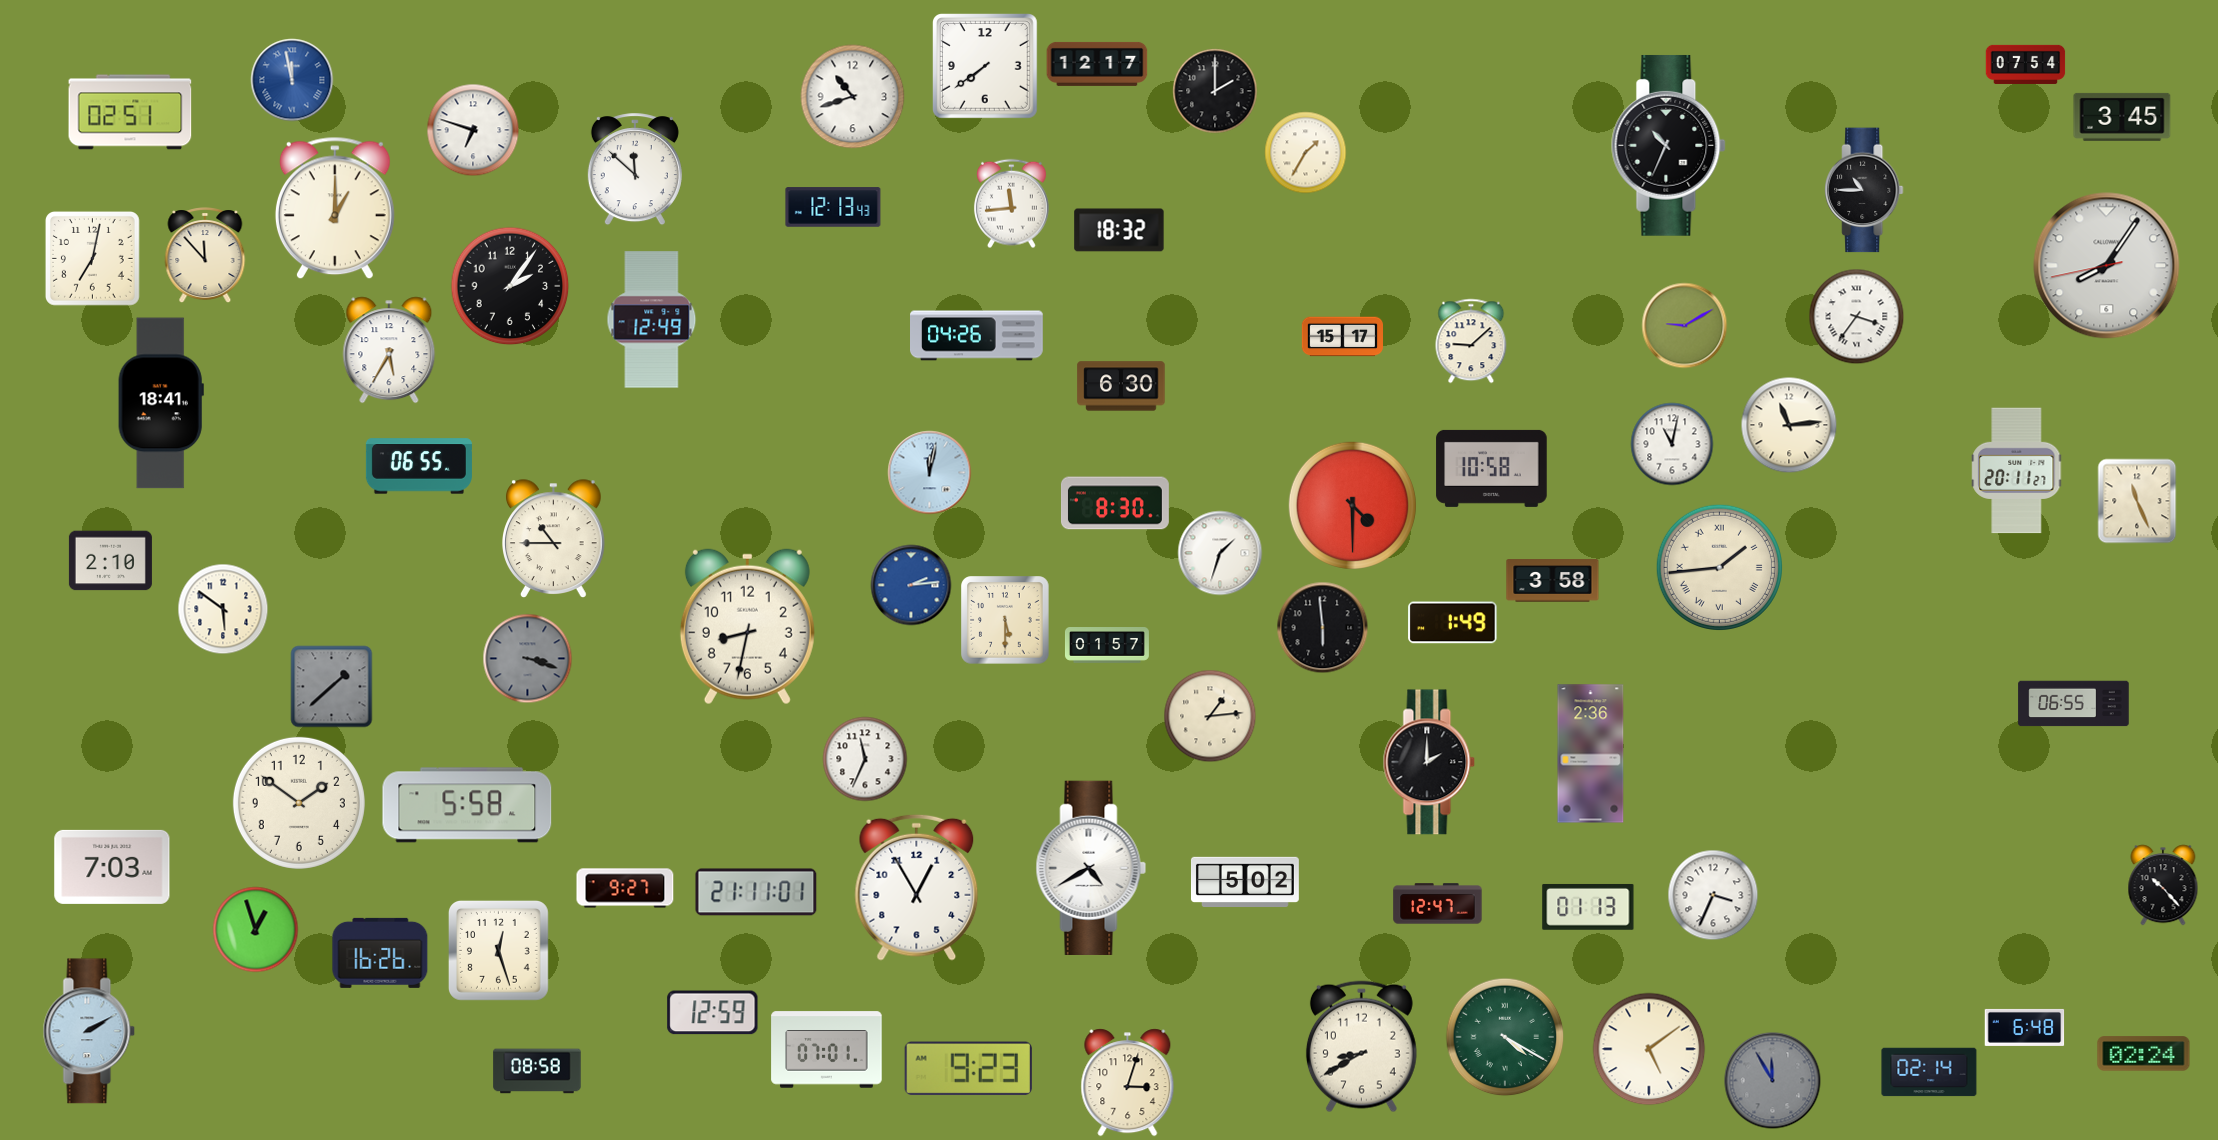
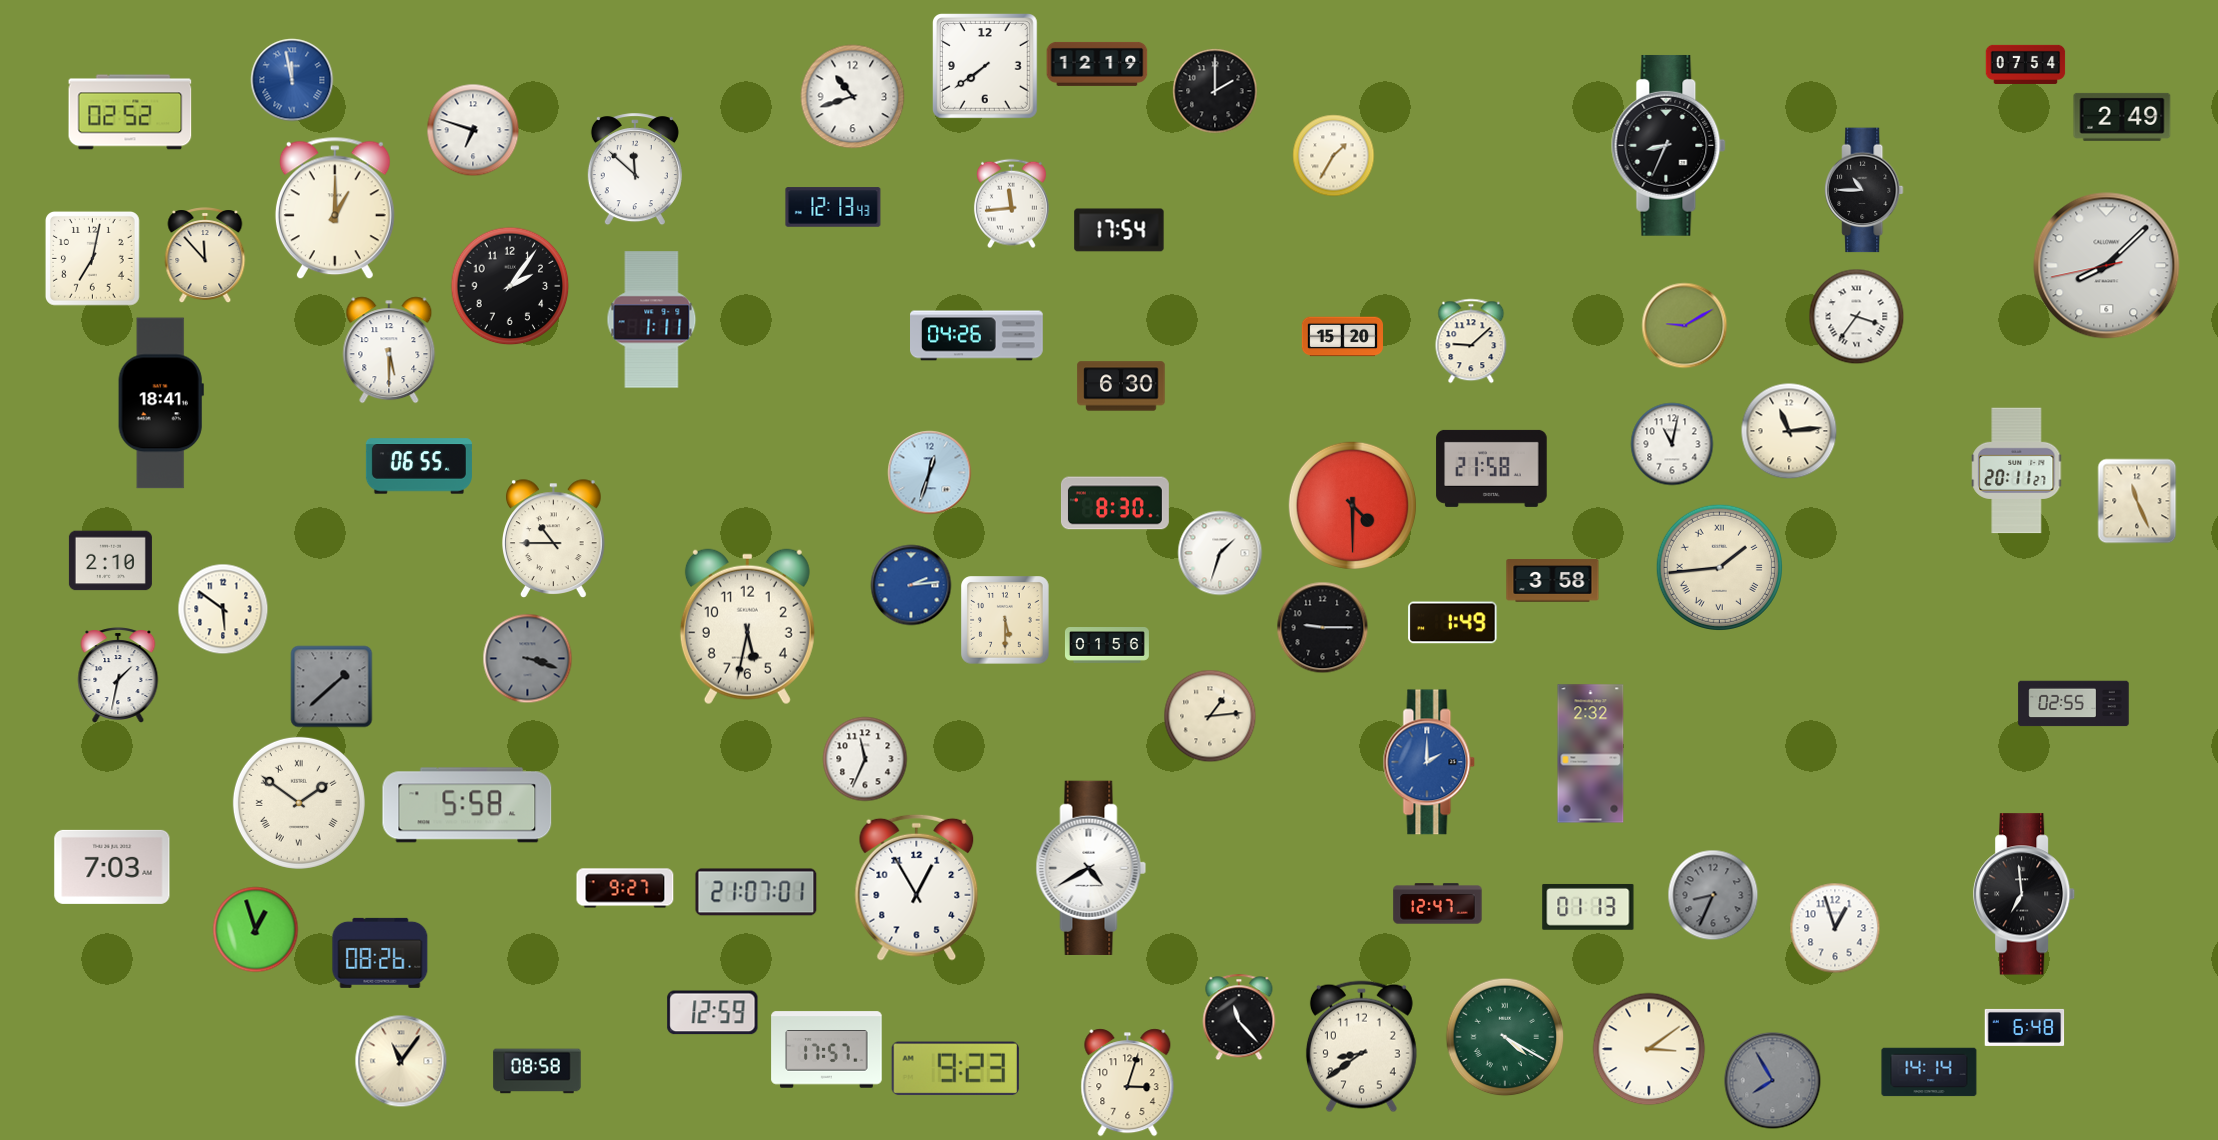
clock at (1097, 64): 12:17 -> 12:19
clock at (130, 112): 02:51 -> 02:52
clock at (2122, 117): 3:45 -> 2:49
clock at (1669, 145): 10:34 -> 8:34
clock at (1306, 153) position: (1306, 153) -> (1334, 156)
clock at (1119, 230): 18:32 -> 17:54
clock at (2107, 266): 8:05 -> 8:07
clock at (652, 320): 12:49 -> 1:11
clock at (1342, 337): 15:17 -> 15:20
clock at (389, 350): 5:35 -> 5:30
clock at (1789, 425) position: (1789, 425) -> (1789, 431)
clock at (1492, 468): 10:58 -> 21:58
clock at (930, 473): 12:02 -> 12:33
clock at (747, 627): 8:32 -> 5:32
clock at (1323, 628): 5:59 -> 9:15
clock at (1107, 646): 01:57 -> 01:56
clock at (118, 675): none -> 1:32
clock at (2074, 704): 06:55 -> 02:55
clock at (1591, 754): 2:36 -> 2:32
clock at (1429, 762) dial: black -> blue
clock at (299, 803) numerals: Arabic -> Roman
clock at (1245, 881): 5:02 -> none
clock at (2163, 885): 10:23 -> none
clock at (756, 892): 21:11 -> 21:07
clock at (2025, 894): none -> 6:59
clock at (1713, 895): 3:34 -> 8:34
clock at (1713, 895) dial: white -> grey
clock at (1835, 928): none -> 12:57
clock at (498, 950): 12:27 -> none
clock at (380, 953): 16:26 -> 08:26
clock at (1239, 1017): none -> 11:23
clock at (89, 1031): 2:10 -> none
clock at (1361, 1047): 8:40 -> 8:39
clock at (1649, 1049): 5:09 -> 3:09
clock at (827, 1050): 07:01 -> 17:57
clock at (2144, 1054): 02:24 -> none
clock at (401, 1061): none -> 11:06
clock at (968, 1069) position: (968, 1069) -> (955, 1069)
clock at (1929, 1072): 02:14 -> 14:14
clock at (1773, 1081): 11:55 -> 7:55
